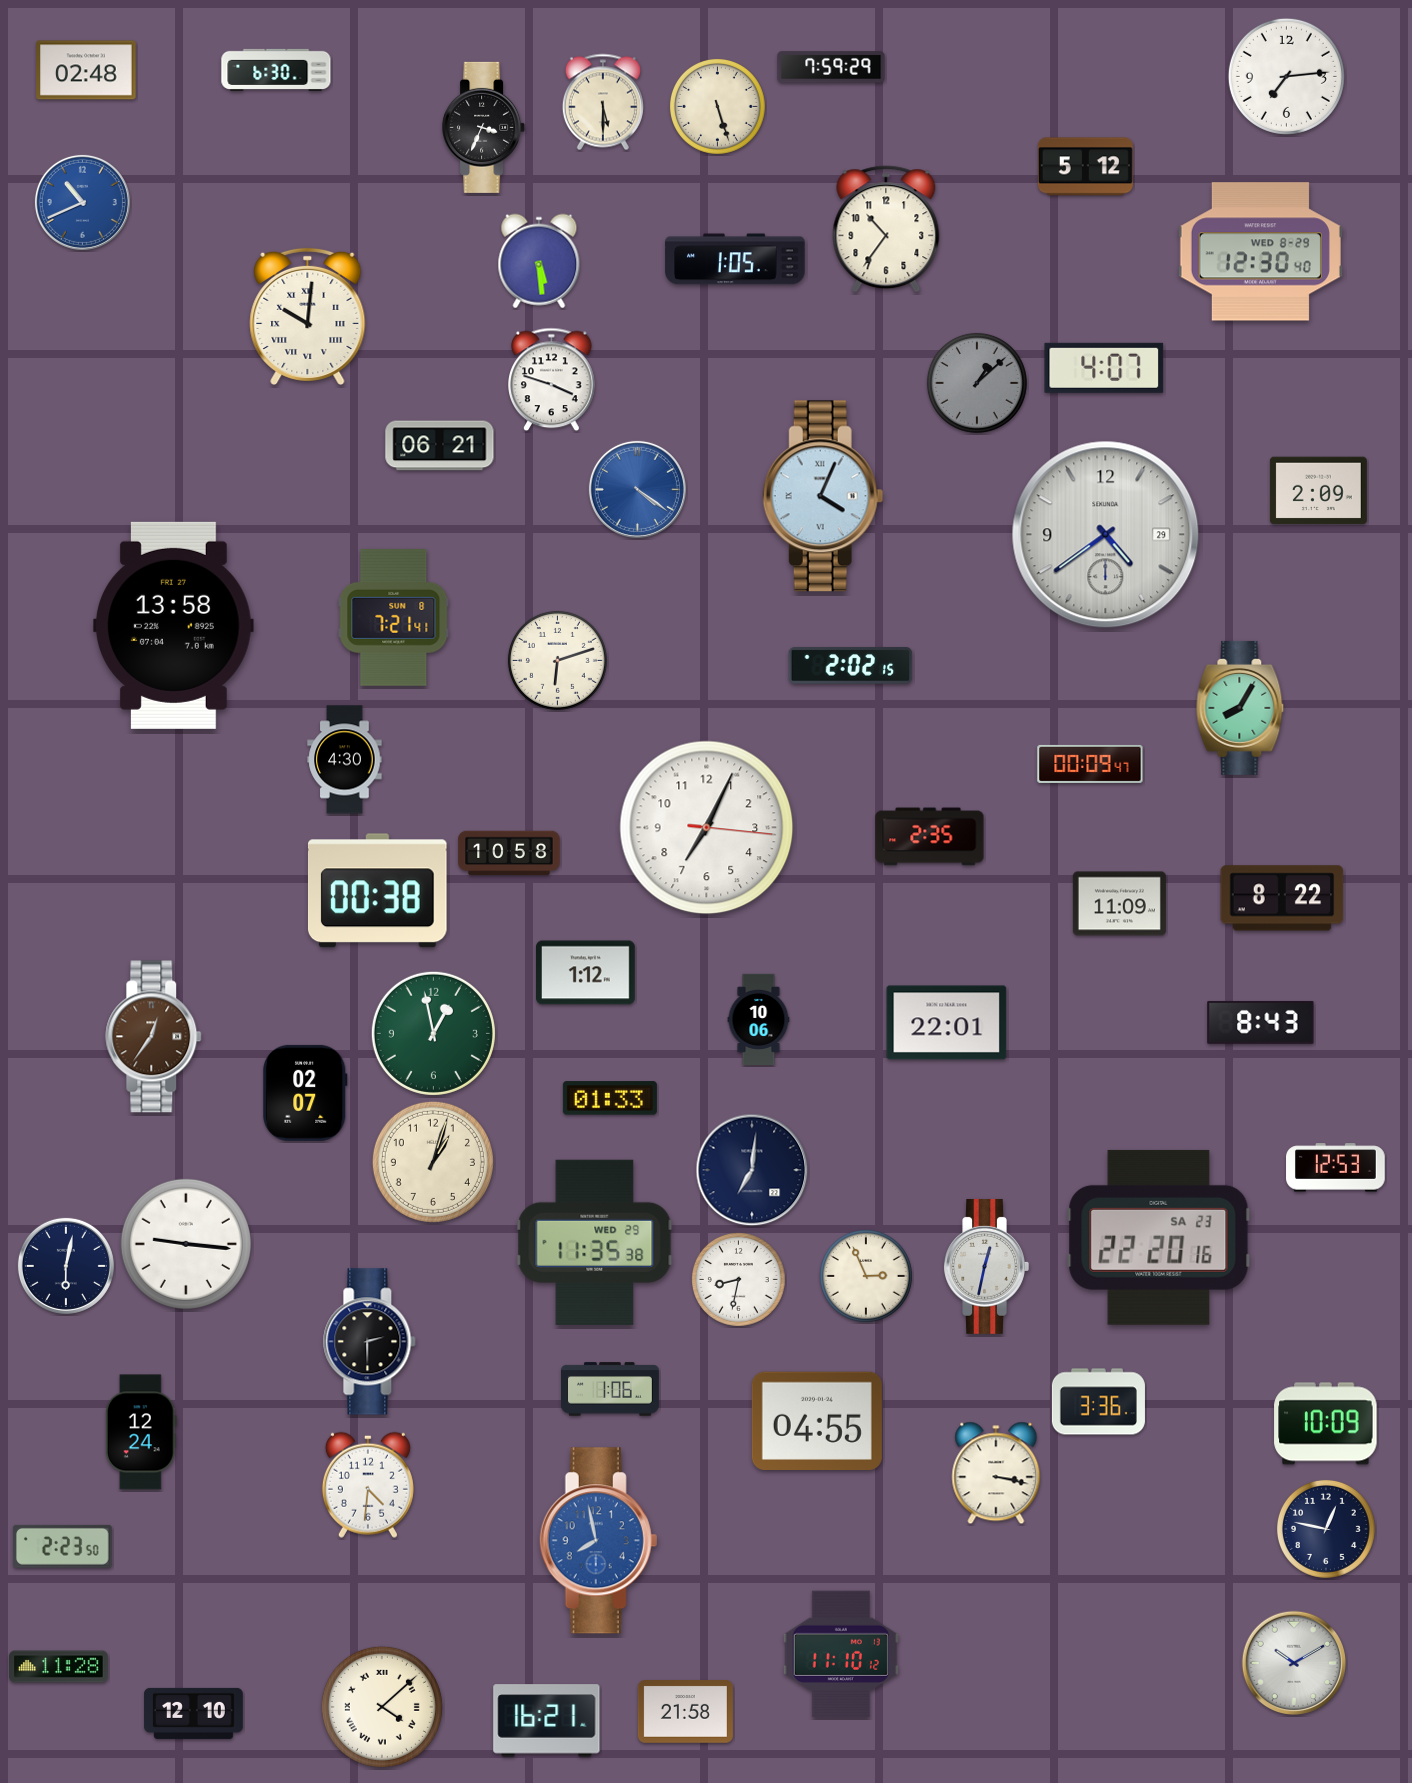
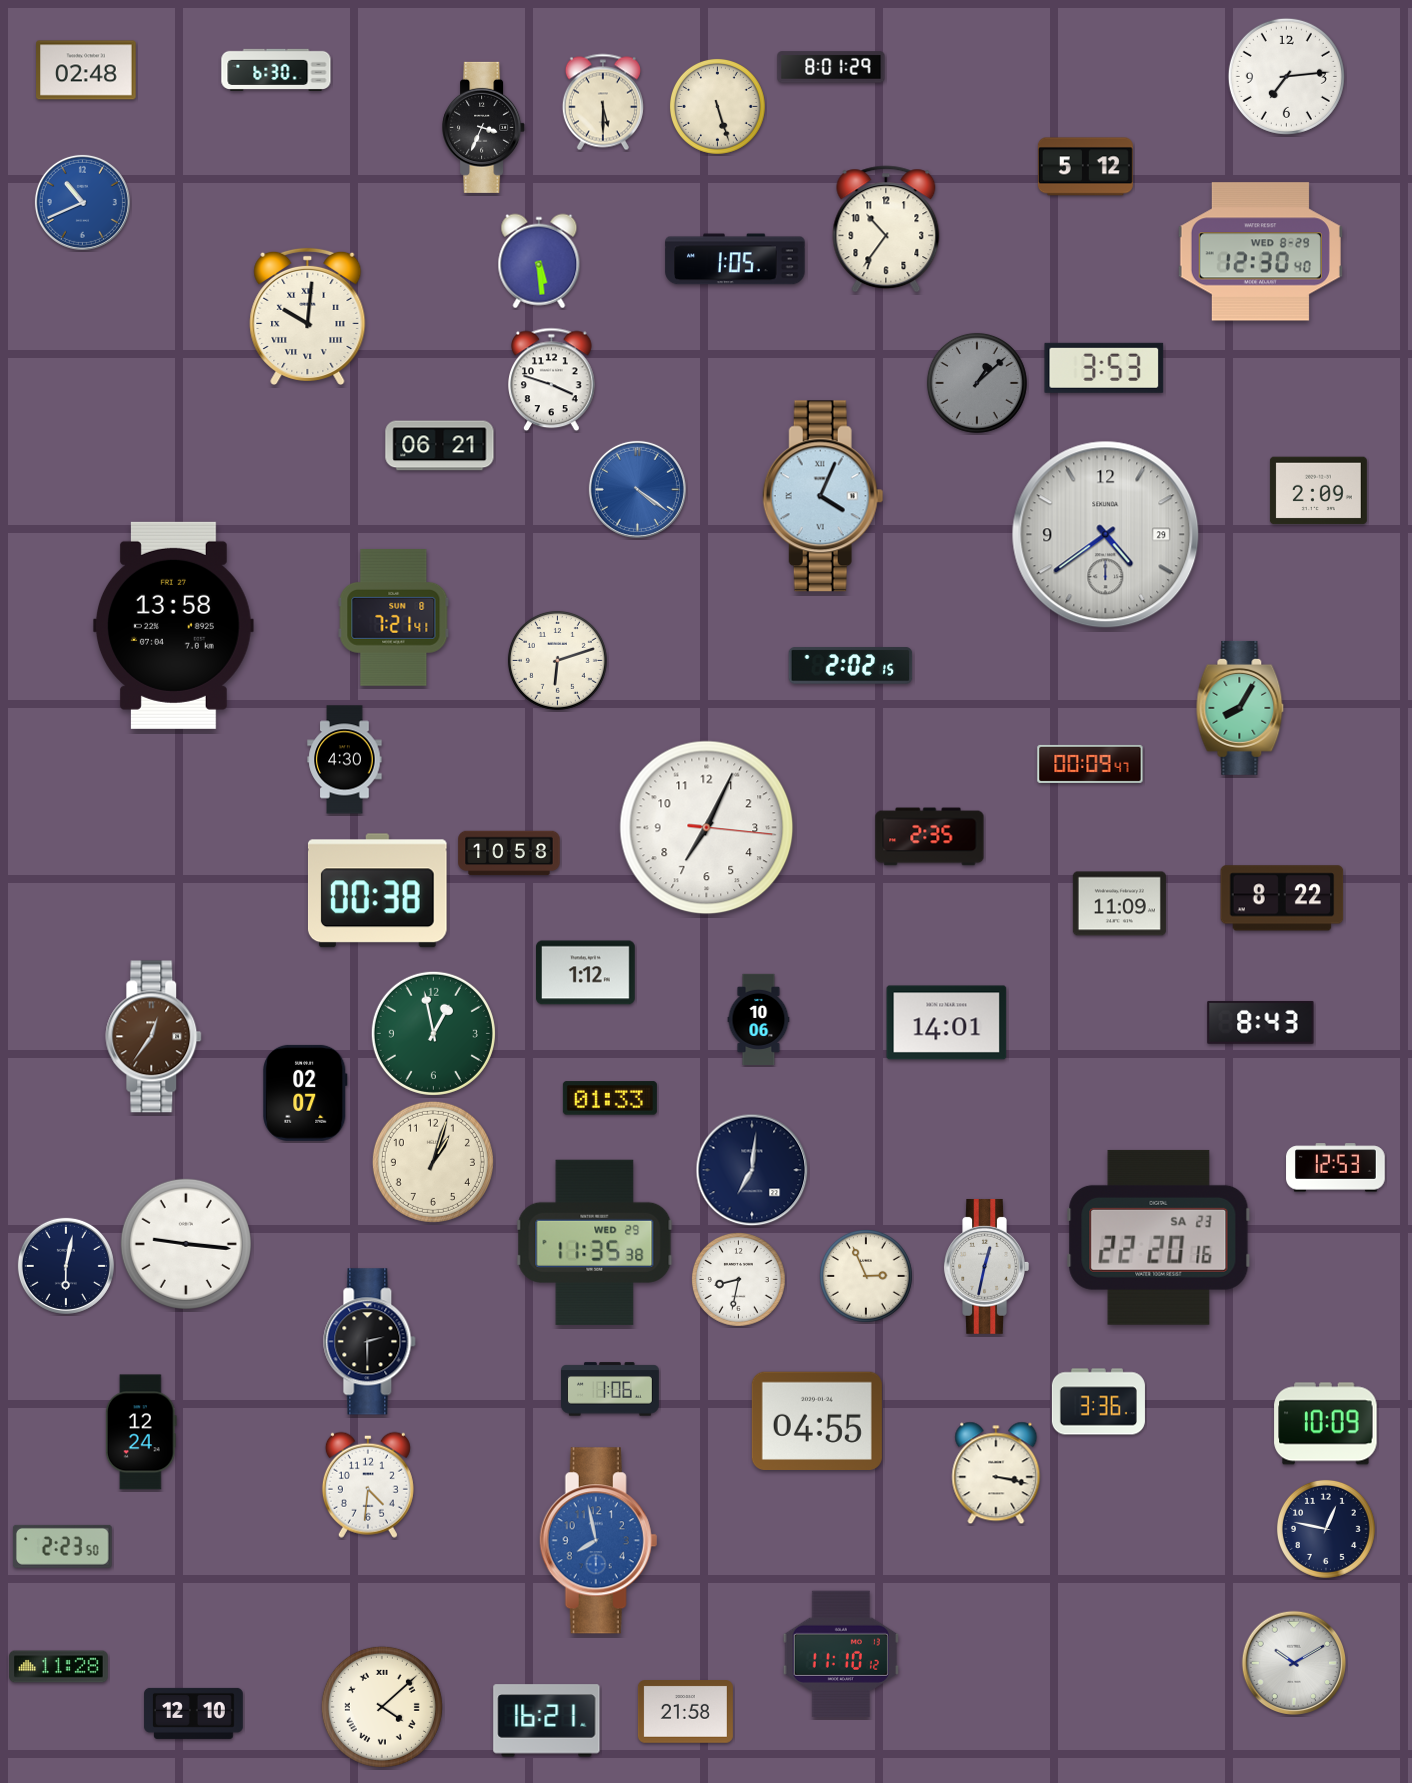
clock at (831, 67): 7:59 -> 8:01
clock at (1104, 368): 4:07 -> 3:53
clock at (947, 1023): 22:01 -> 14:01
